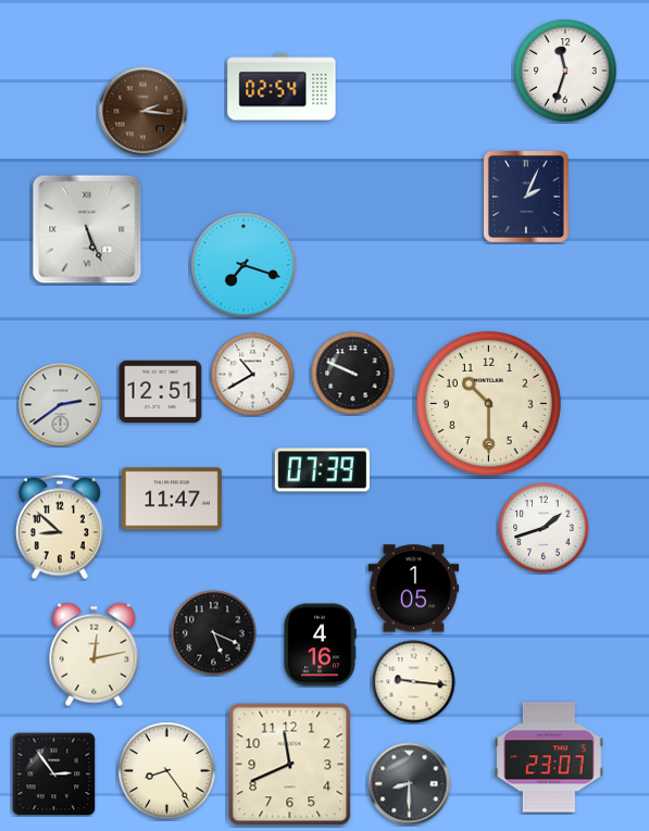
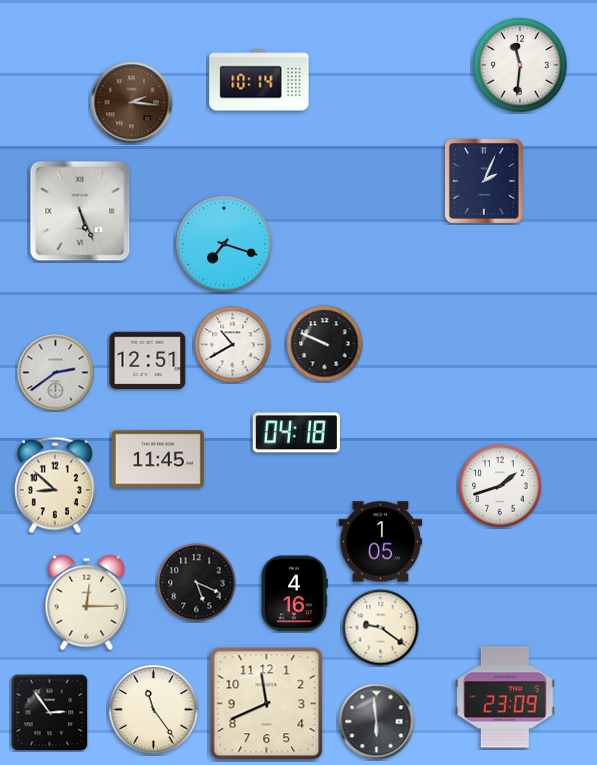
clock at (565, 71): 11:33 -> 11:31
clock at (282, 87): 02:54 -> 10:14
clock at (488, 403): 10:30 -> none
clock at (322, 470): 07:39 -> 04:18
clock at (172, 499): 11:47 -> 11:45
clock at (95, 655): 12:13 -> 12:15
clock at (414, 682): 9:16 -> 9:21
clock at (549, 757): 23:07 -> 23:09
clock at (167, 771): 8:24 -> 11:24
clock at (410, 784): 8:30 -> 5:59
